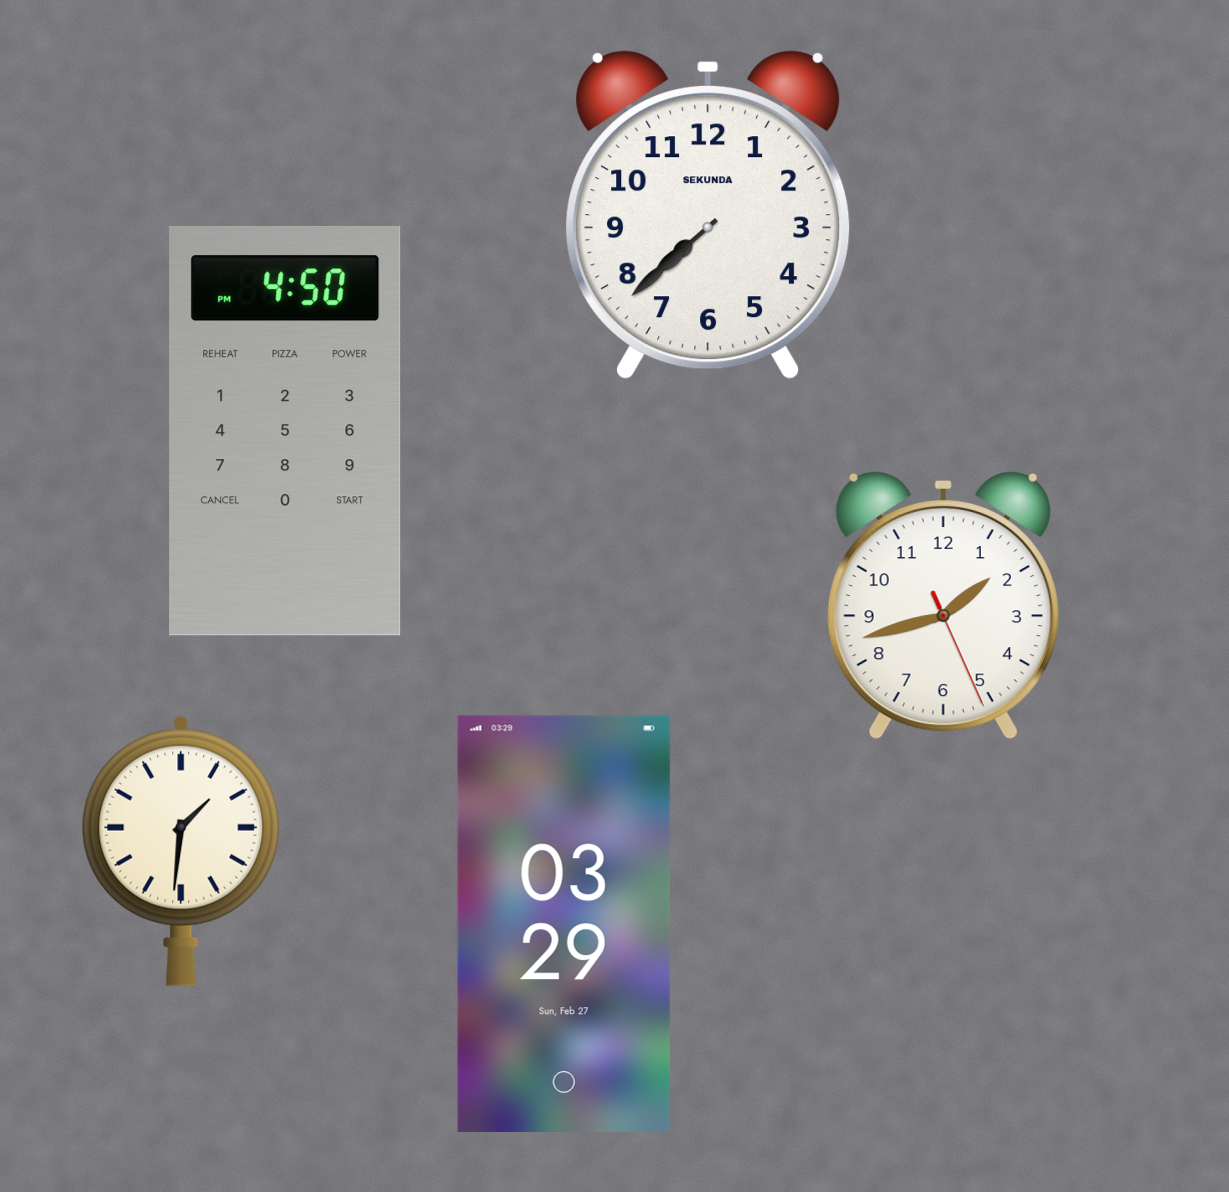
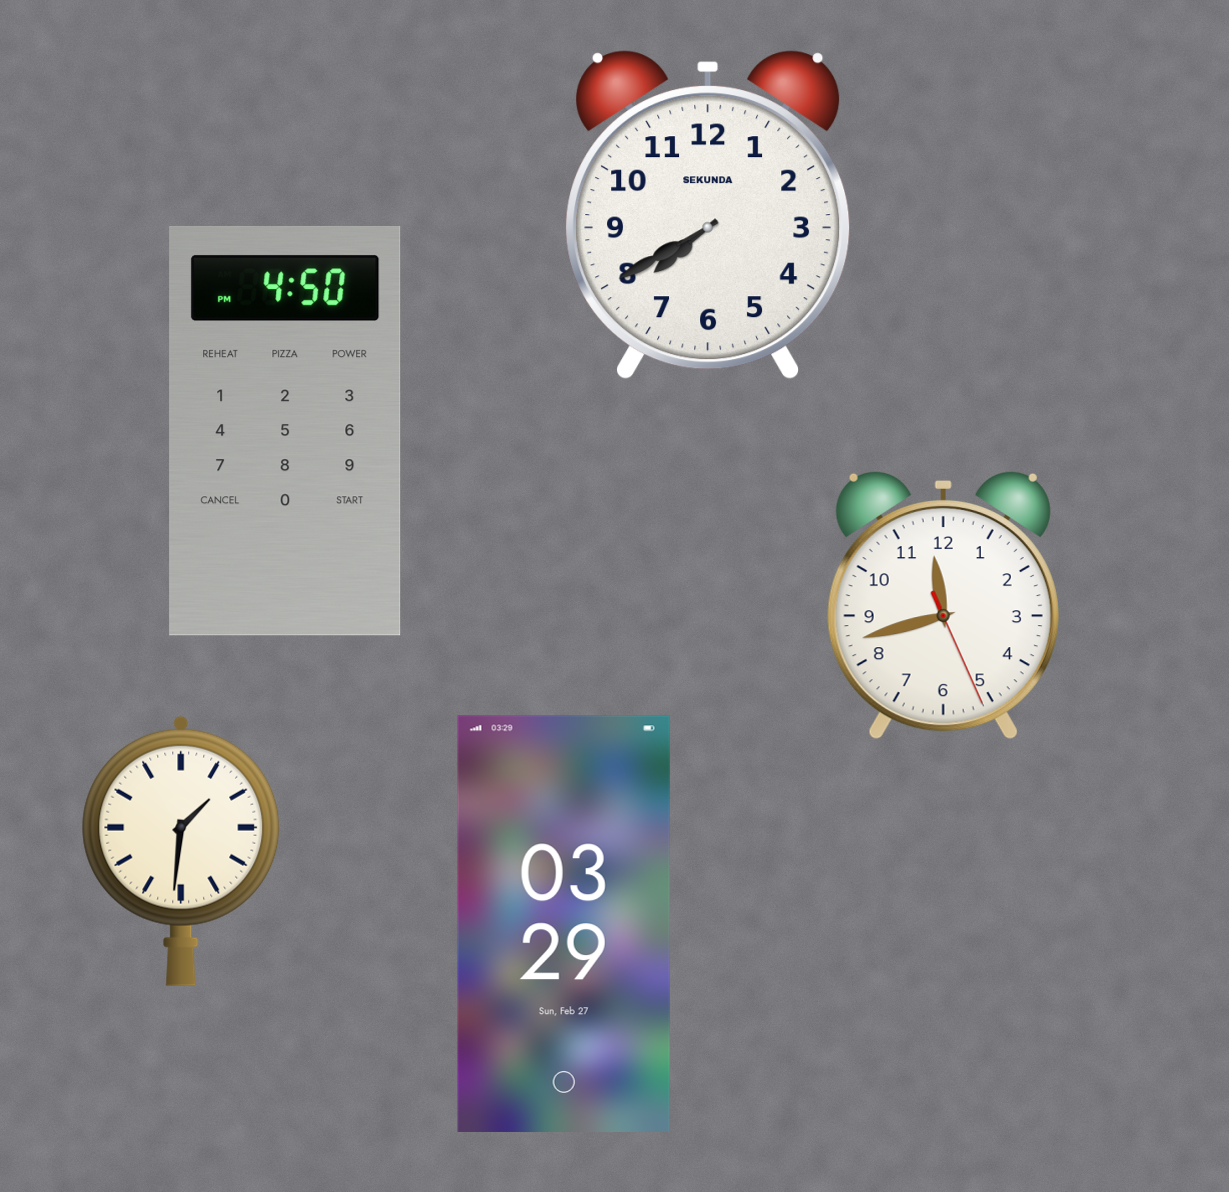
clock at (708, 215): 7:38 -> 7:40
clock at (943, 605): 1:42 -> 11:42
